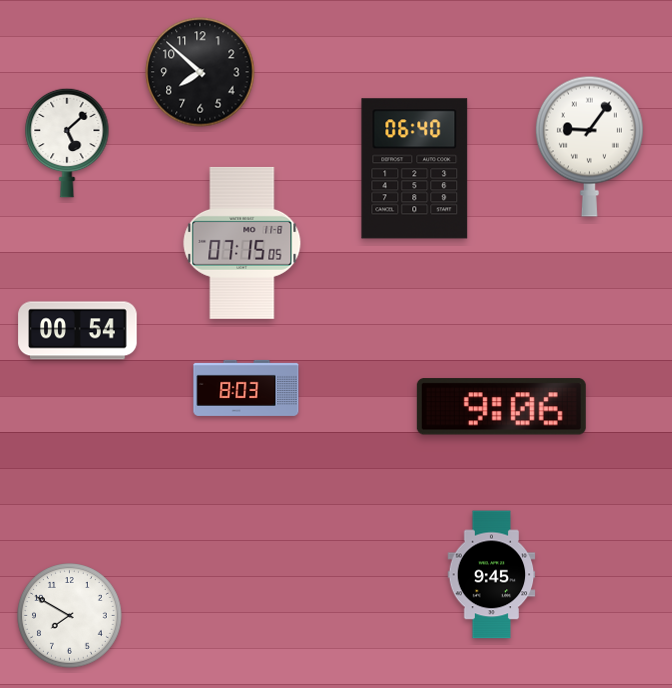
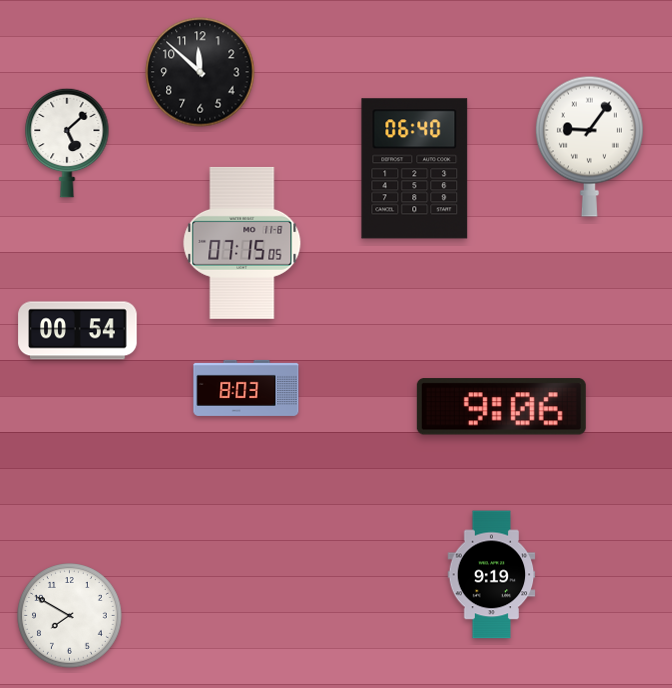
clock at (200, 72): 7:52 -> 11:52
clock at (492, 575): 9:45 -> 9:19
